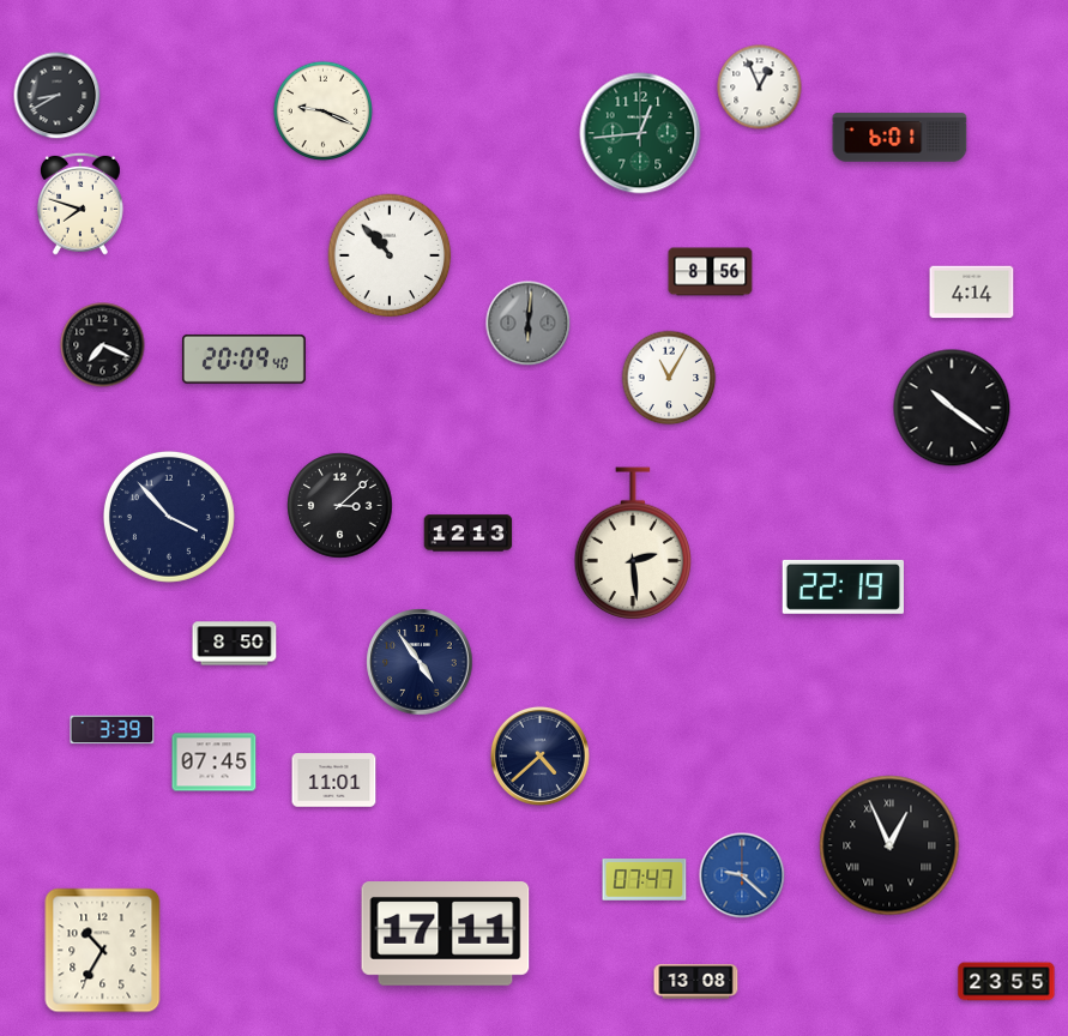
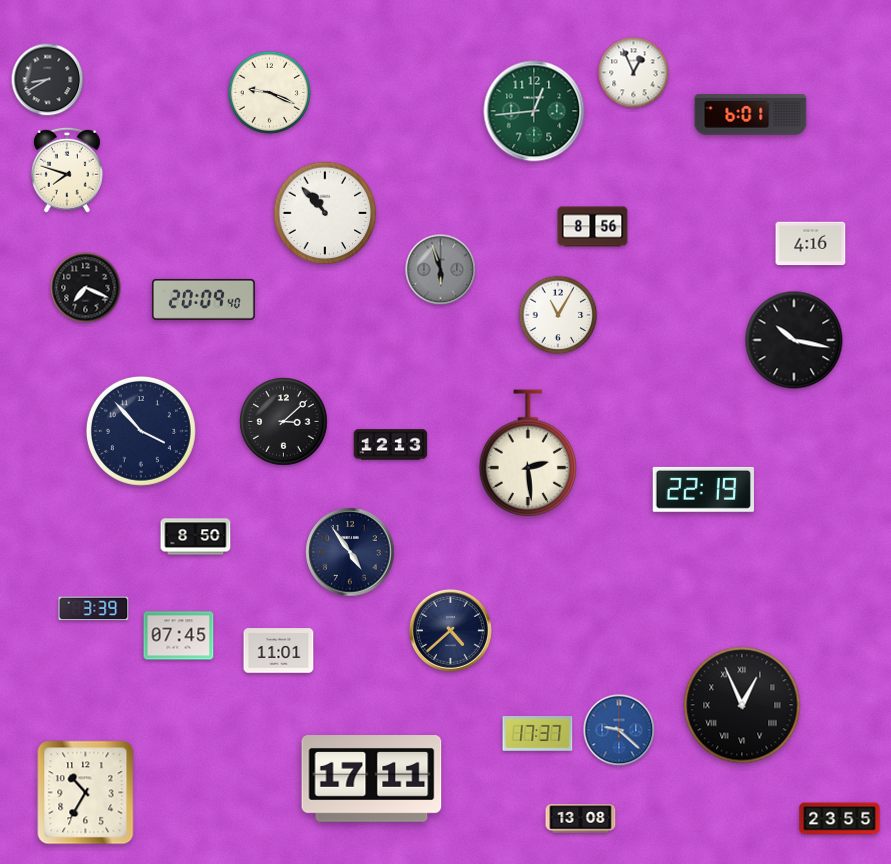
clock at (972, 293): 4:14 -> 4:16
clock at (529, 324): 6:01 -> 5:57
clock at (952, 408): 10:21 -> 10:17
clock at (645, 880): 07:47 -> 17:37
